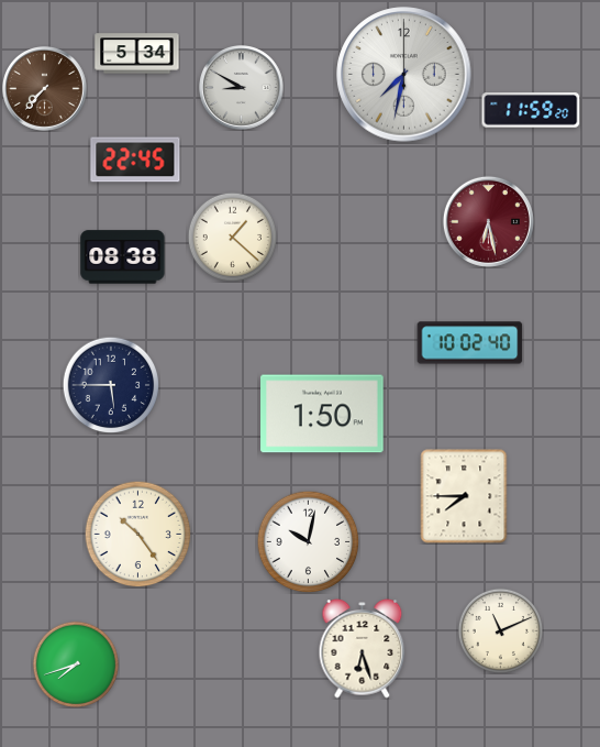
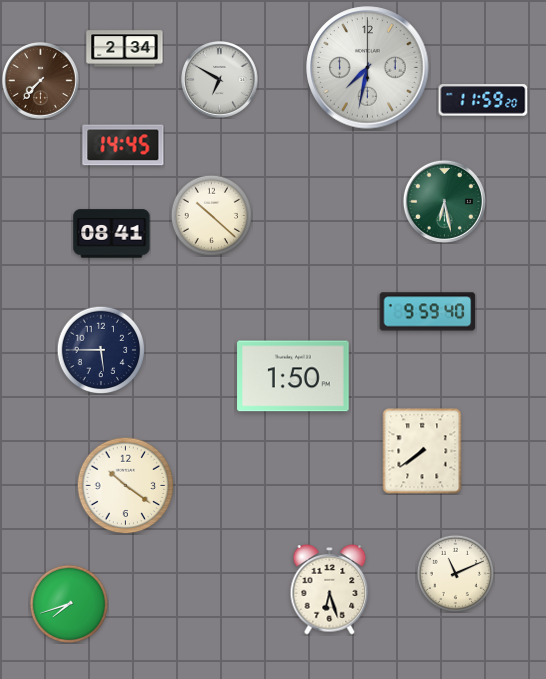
clock at (137, 54): 5:34 -> 2:34
clock at (242, 88): 8:50 -> 6:50
clock at (135, 160): 22:45 -> 14:45
clock at (488, 221) dial: burgundy -> green
clock at (232, 237): 1:22 -> 10:22
clock at (123, 257): 08:38 -> 08:41
clock at (470, 343): 10:02 -> 9:59
clock at (464, 496): 7:45 -> 7:39
clock at (137, 534): 10:24 -> 10:21
clock at (308, 541): 10:02 -> none
